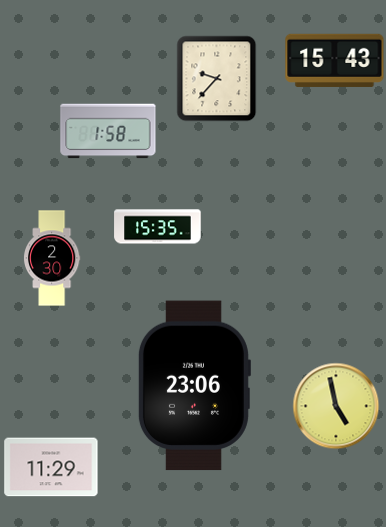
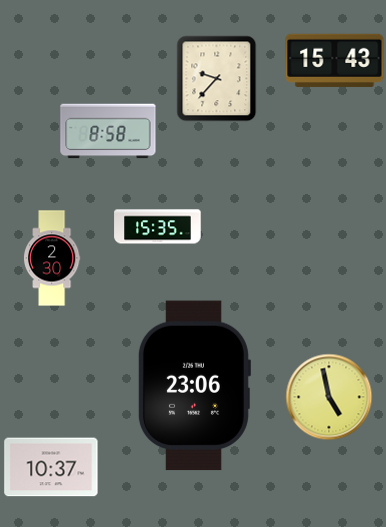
clock at (108, 131): 1:58 -> 8:58
clock at (336, 406) position: (336, 406) -> (329, 397)
clock at (51, 467): 11:29 -> 10:37
